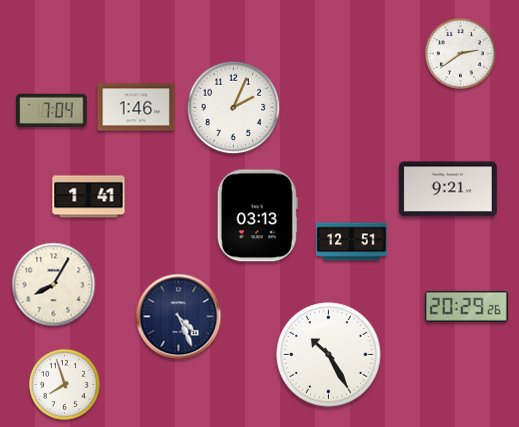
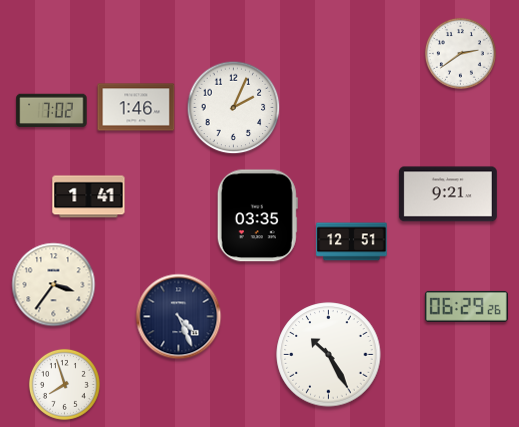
clock at (52, 111): 7:04 -> 7:02
clock at (448, 189) position: (448, 189) -> (448, 194)
clock at (257, 216): 03:13 -> 03:35
clock at (54, 285): 8:05 -> 3:36
clock at (466, 306): 20:29 -> 06:29
